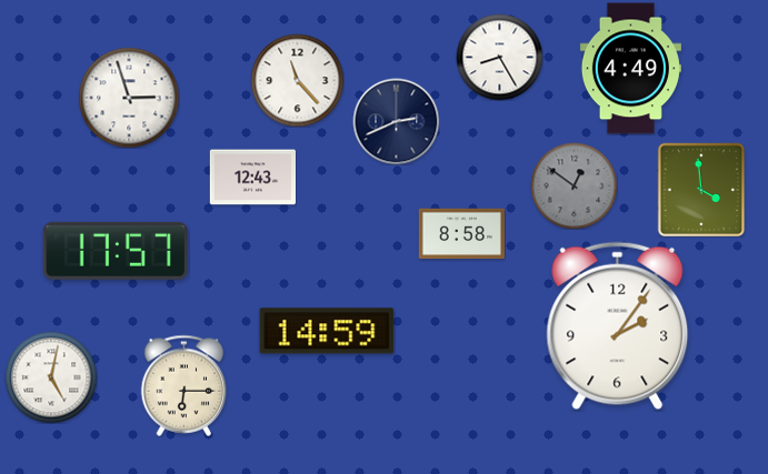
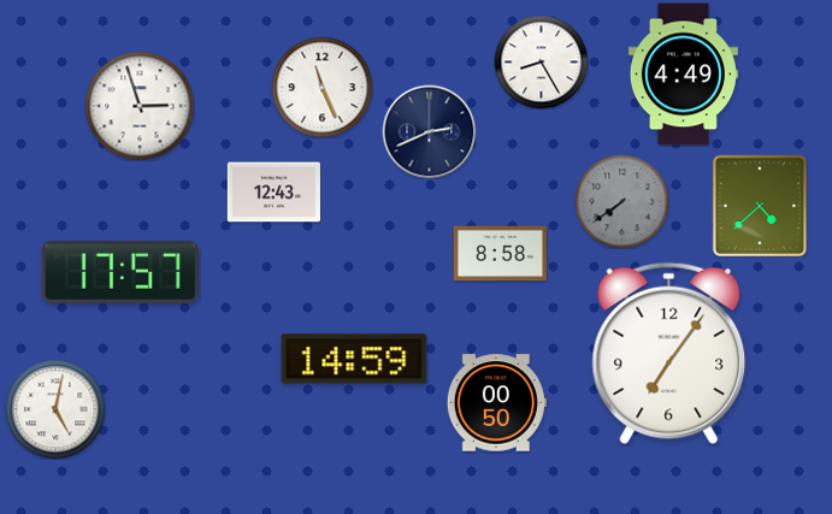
clock at (297, 80): 11:23 -> 11:26
clock at (573, 185): 12:51 -> 7:39
clock at (701, 190): 3:59 -> 4:38
clock at (116, 251) position: (116, 251) -> (120, 272)
clock at (618, 326): 2:06 -> 7:06
clock at (496, 403): none -> 00:50
clock at (184, 385): 6:15 -> none
